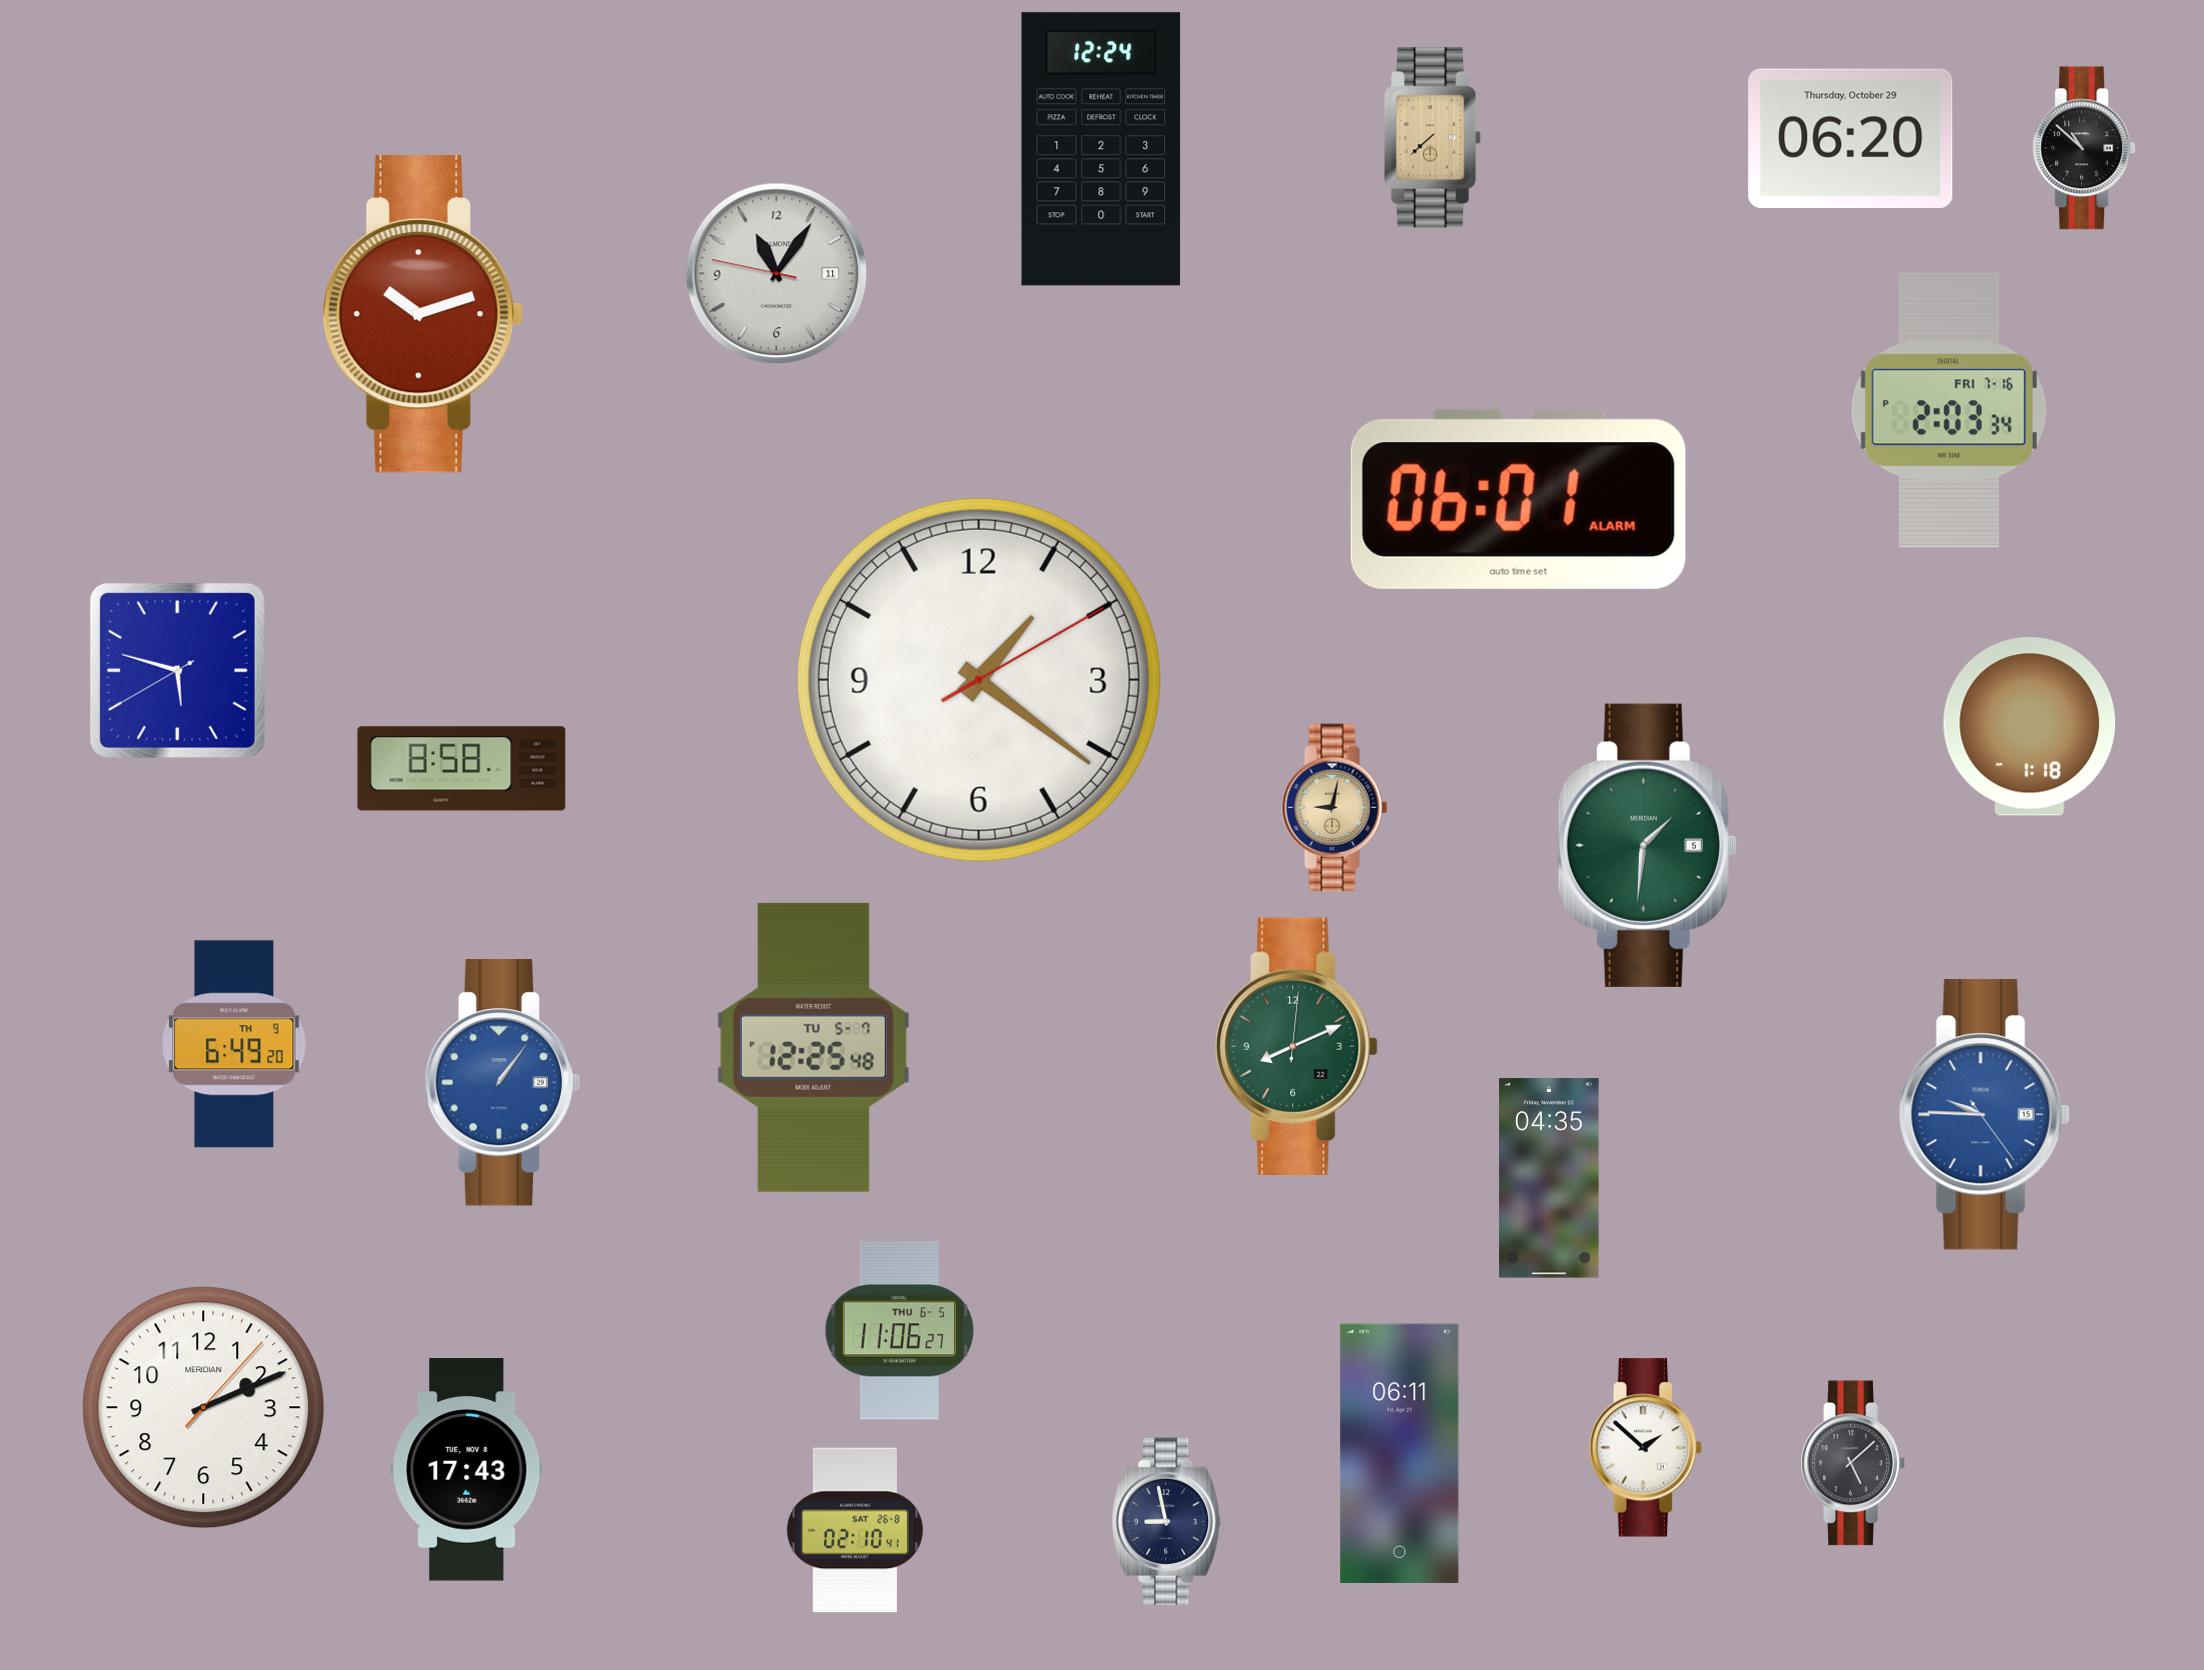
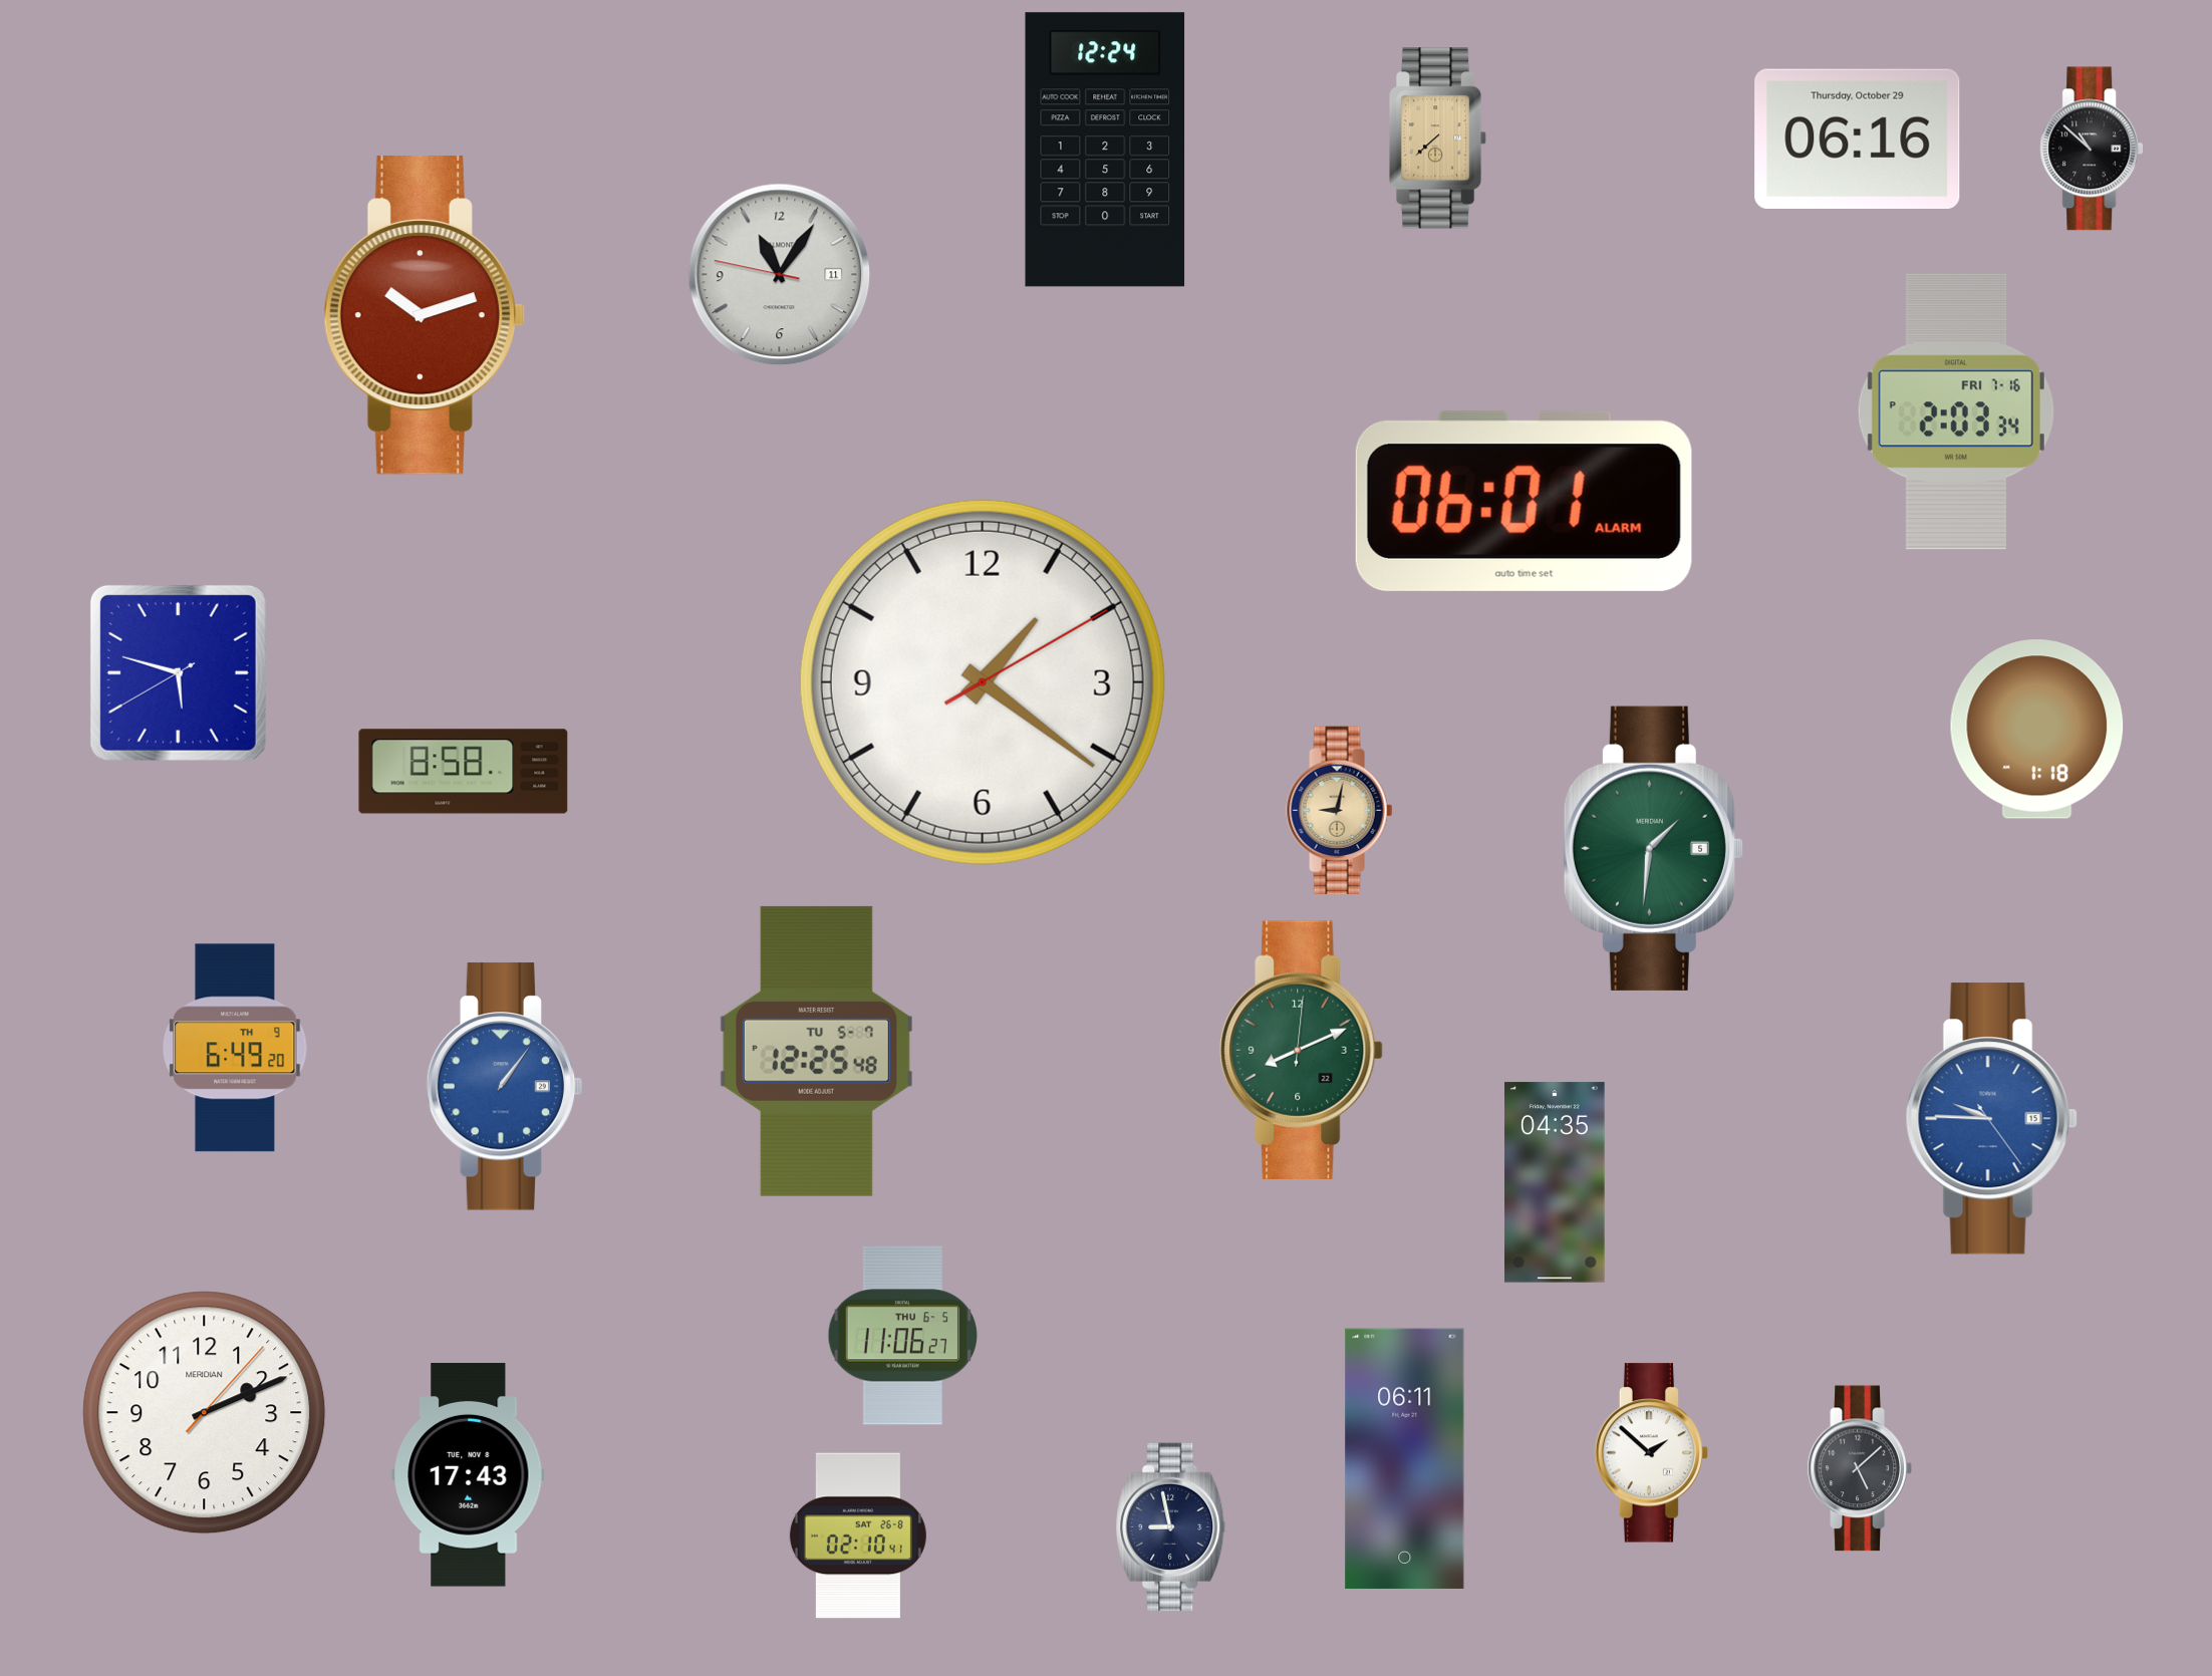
clock at (1851, 138): 06:20 -> 06:16
